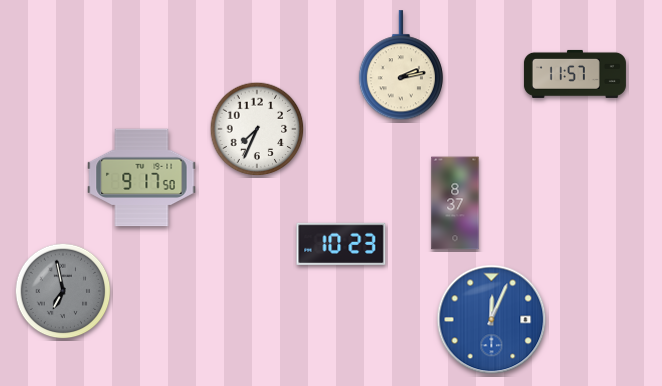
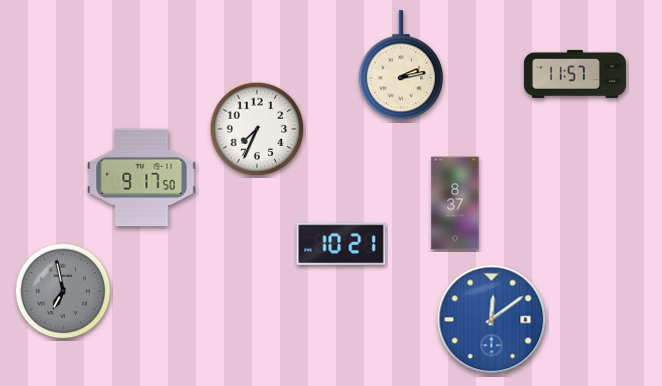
clock at (341, 244): 10:23 -> 10:21
clock at (492, 320): 12:04 -> 12:09
